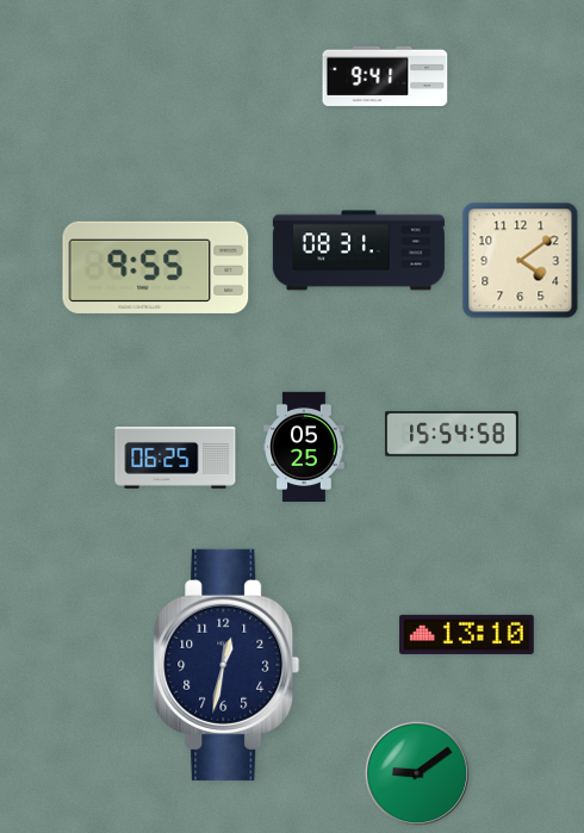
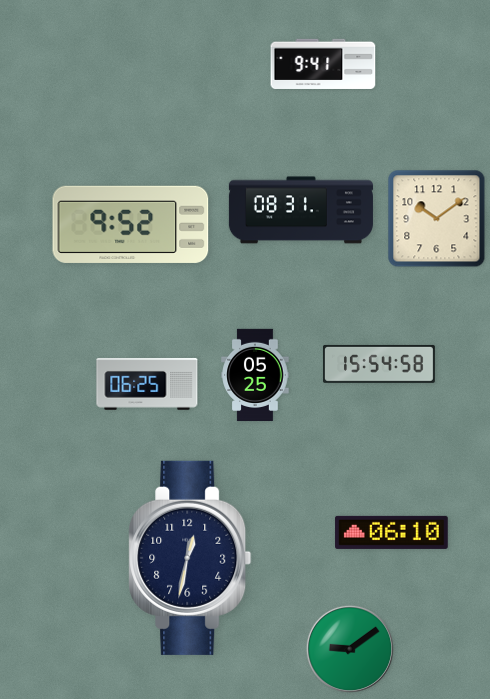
clock at (521, 261): 4:09 -> 10:09
clock at (156, 267): 9:55 -> 9:52
clock at (467, 634): 13:10 -> 06:10
